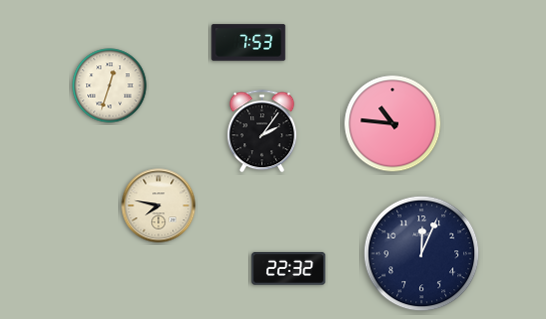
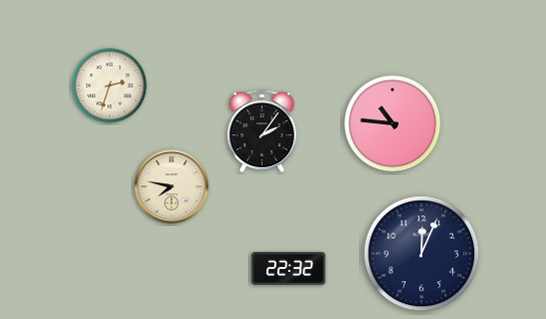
clock at (249, 43): 7:53 -> none
clock at (110, 86): 12:33 -> 2:33
clock at (159, 206) position: (159, 206) -> (172, 187)
